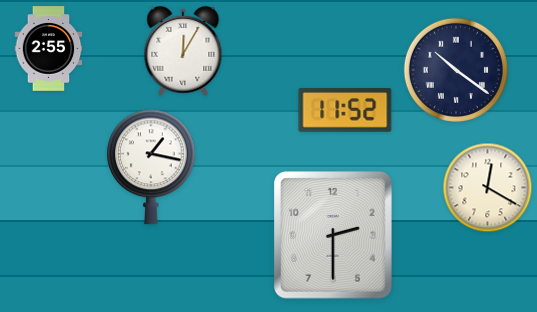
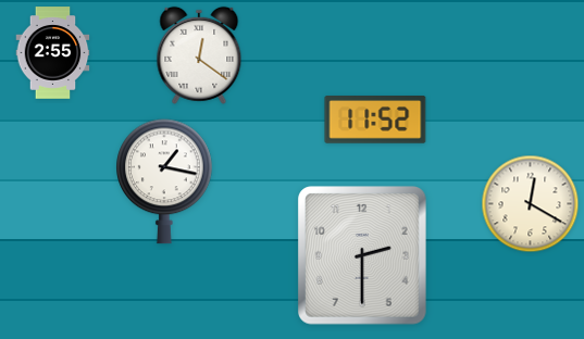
clock at (183, 51): 12:05 -> 12:21
clock at (456, 70): 10:21 -> none
